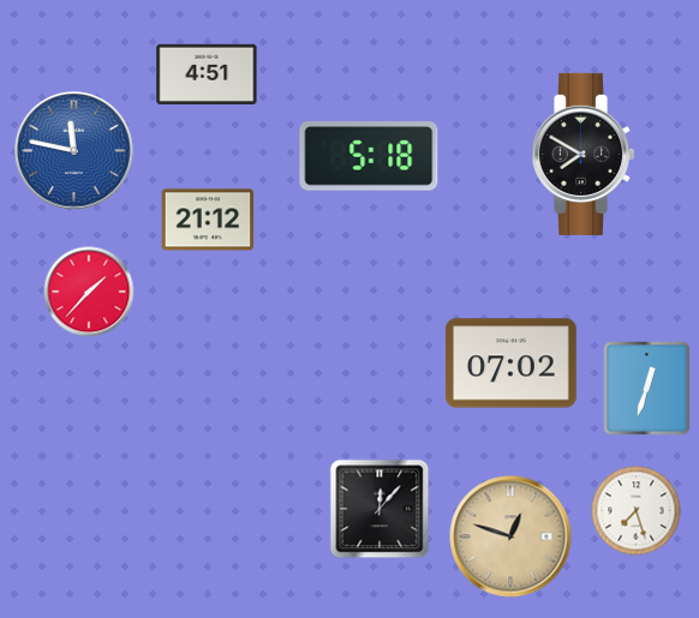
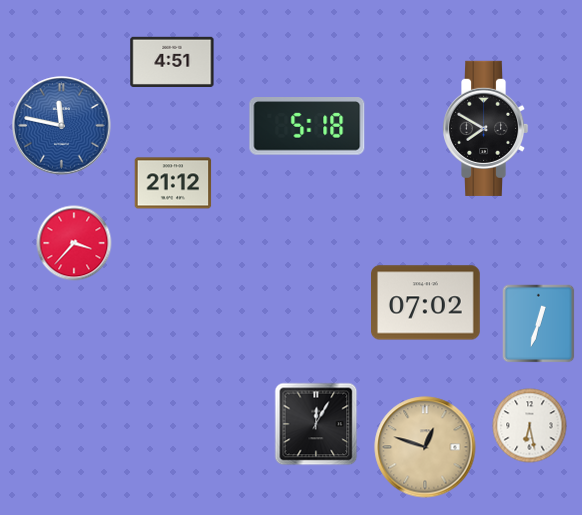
clock at (369, 156) position: (369, 156) -> (307, 126)
clock at (89, 292): 1:37 -> 3:37
clock at (380, 509): 12:07 -> 12:05
clock at (637, 511): 7:27 -> 6:28
